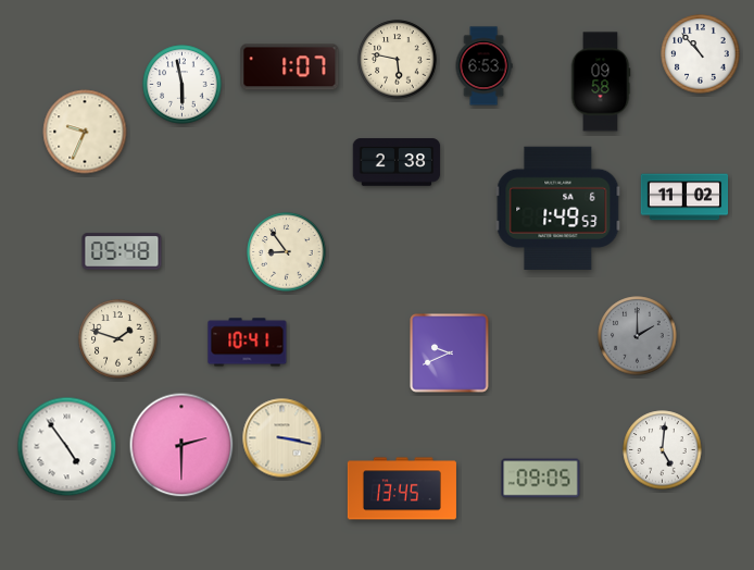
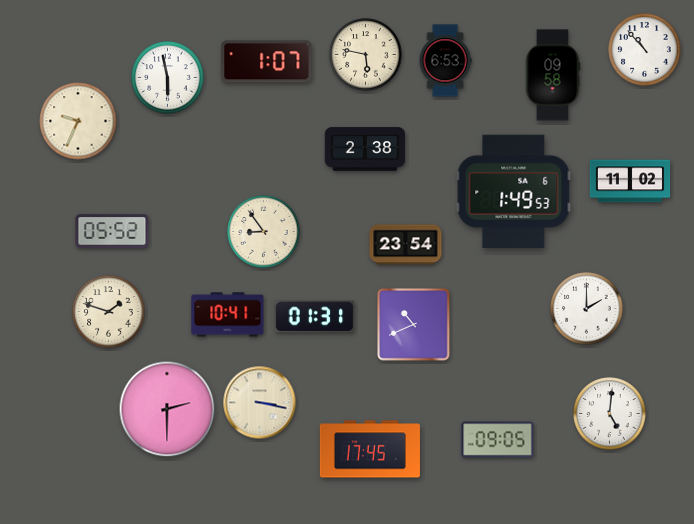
clock at (122, 251): 05:48 -> 05:52
clock at (406, 245): none -> 23:54
clock at (638, 336) dial: grey -> white
clock at (315, 317): none -> 01:31
clock at (450, 354): 9:41 -> 10:41
clock at (67, 447): 4:54 -> none
clock at (402, 488): 13:45 -> 17:45
